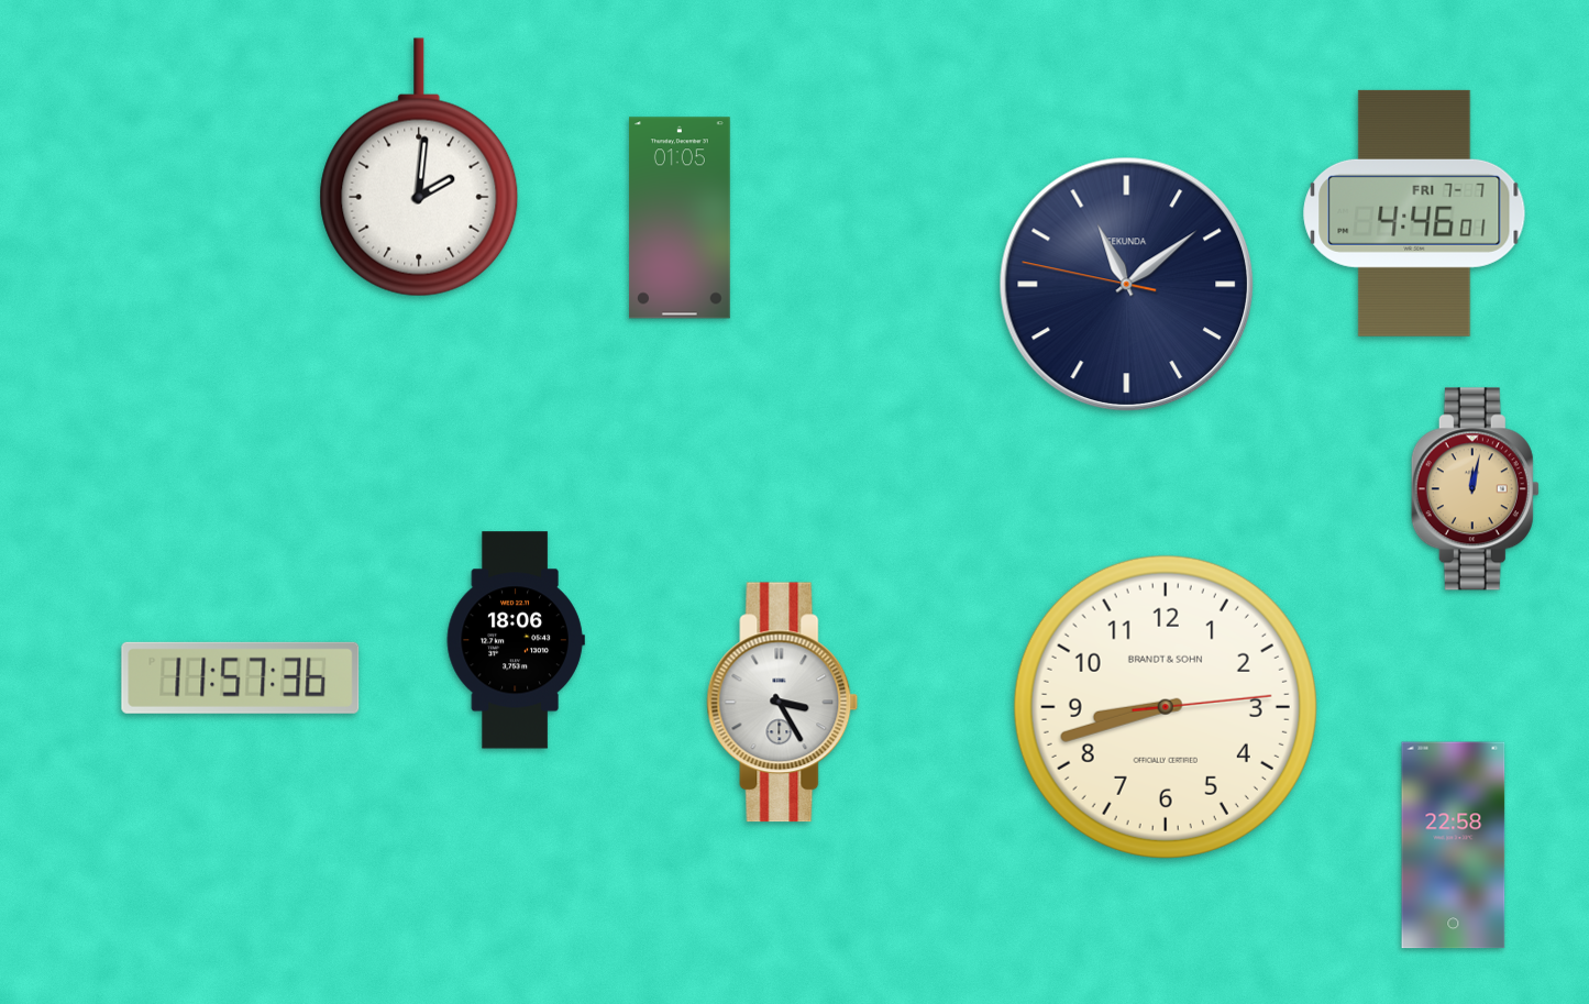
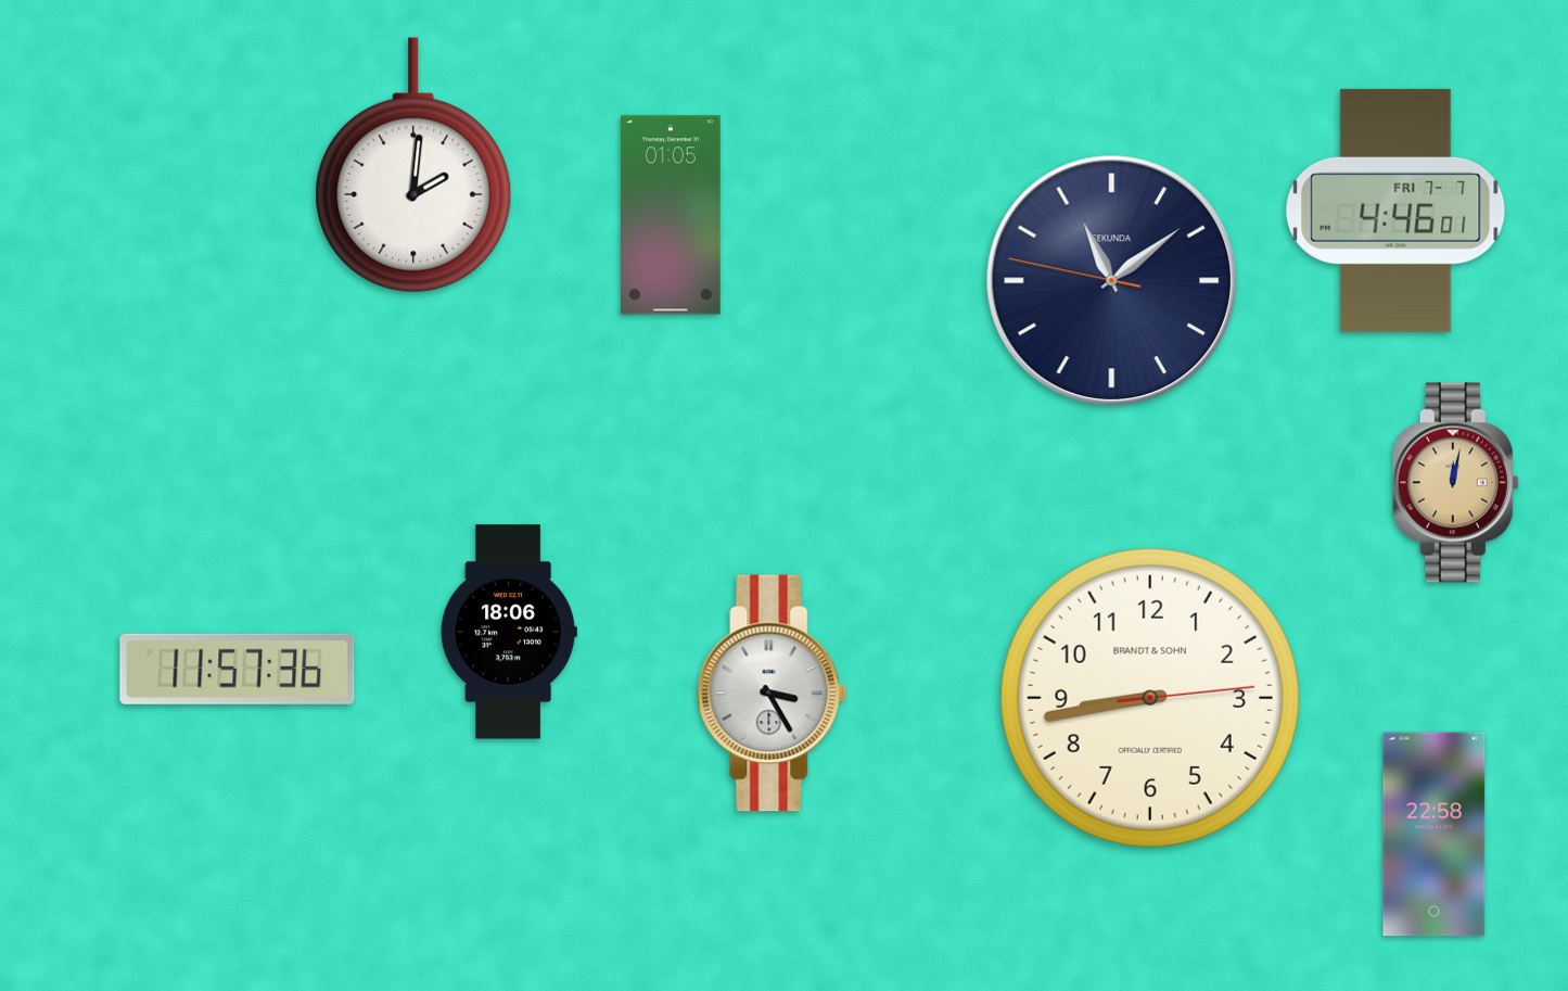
clock at (1166, 707): 8:42 -> 8:43
